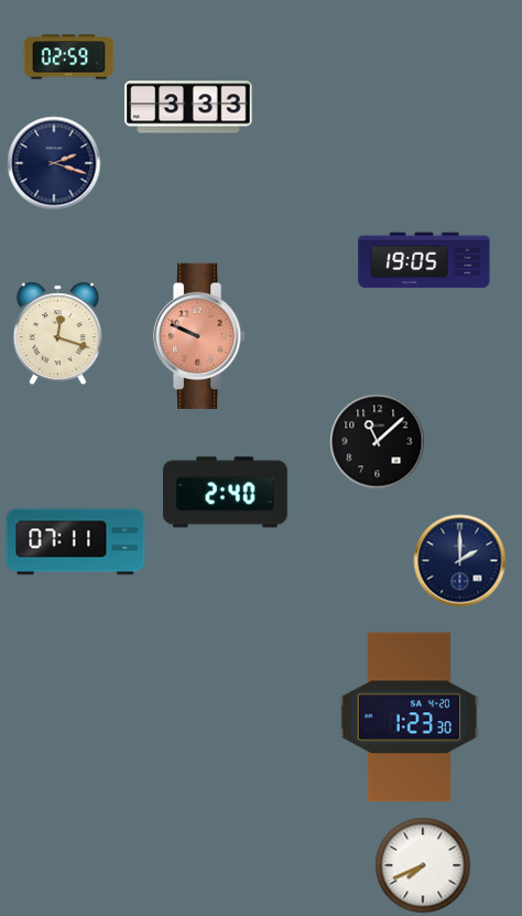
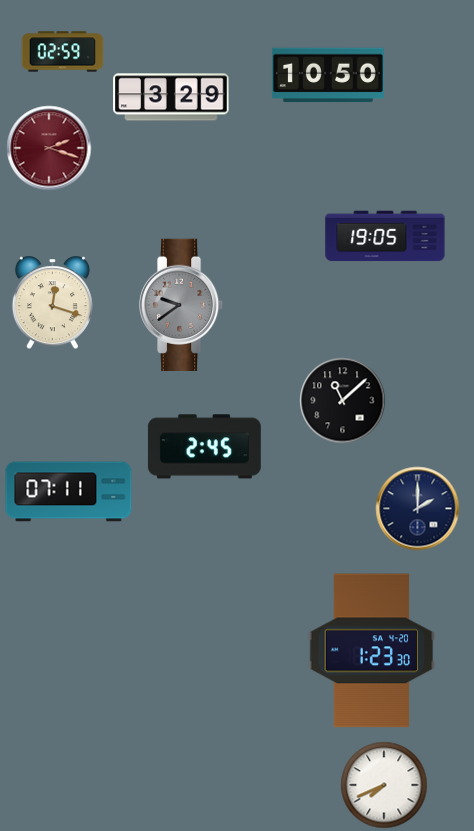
clock at (328, 75): none -> 10:50
clock at (188, 107): 3:33 -> 3:29
clock at (54, 163) dial: navy -> burgundy
clock at (199, 335): 9:49 -> 9:39
clock at (199, 335) dial: salmon -> grey
clock at (225, 493): 2:40 -> 2:45
